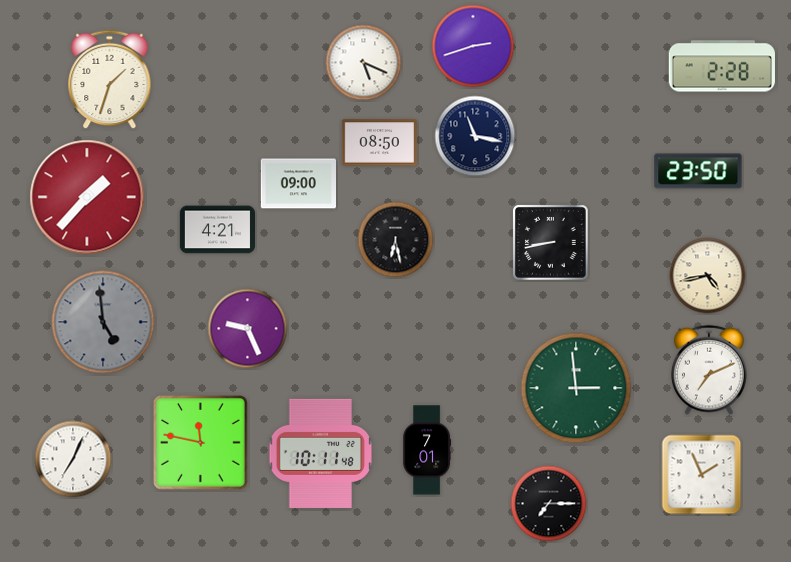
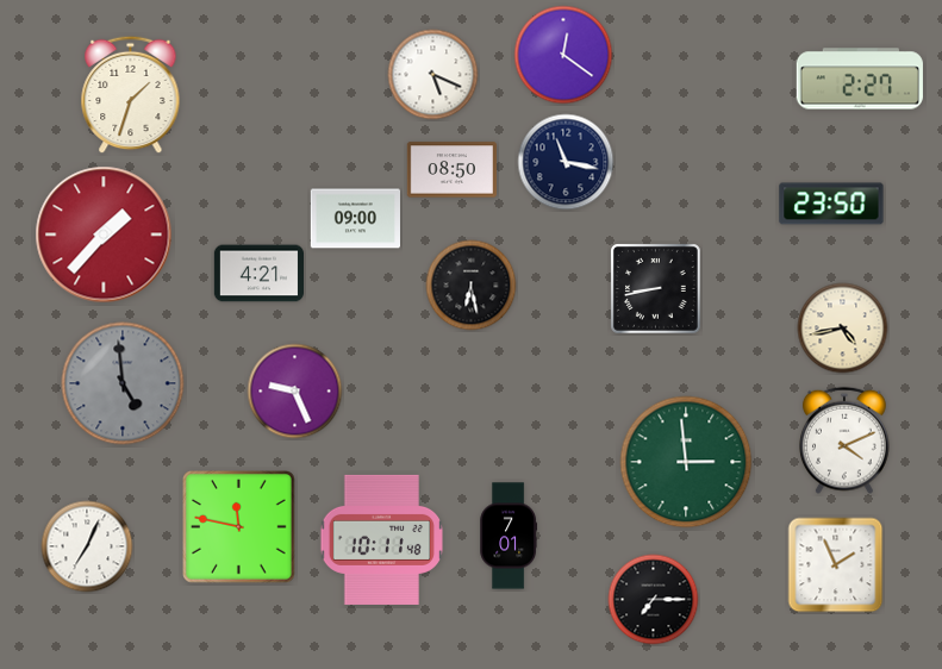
clock at (473, 46): 2:42 -> 12:21
clock at (721, 66): 2:28 -> 2:27
clock at (710, 370): 7:11 -> 4:11
